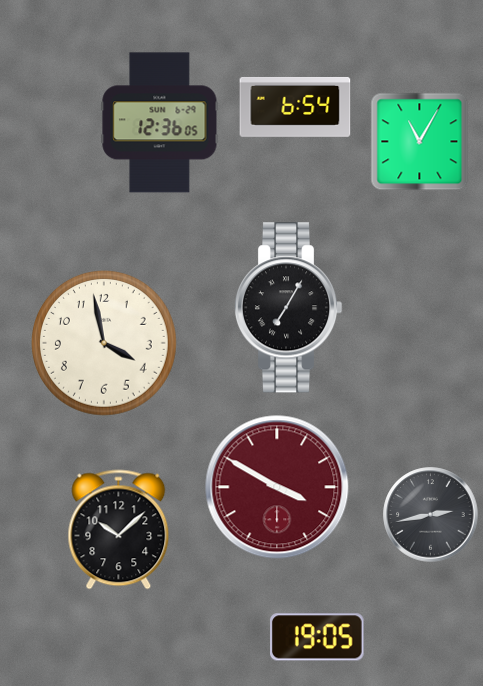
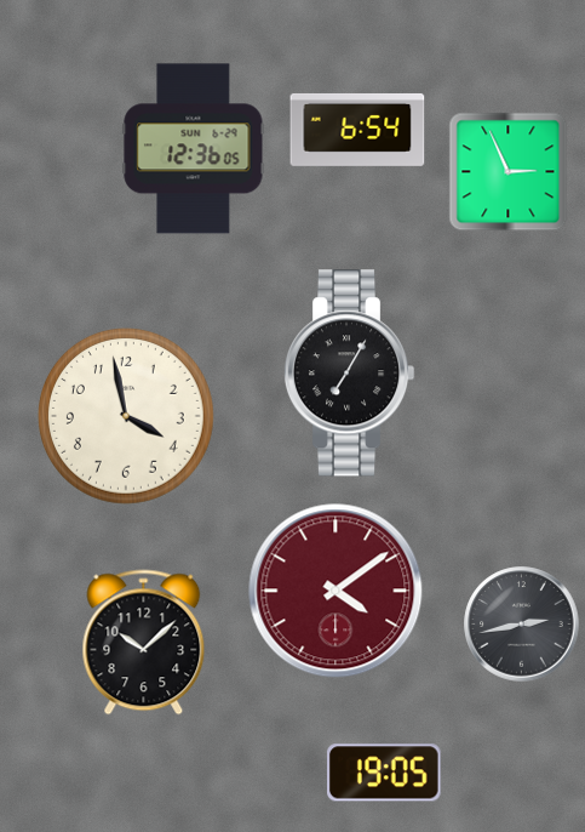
clock at (420, 142): 11:05 -> 2:56
clock at (277, 487): 3:50 -> 4:09
